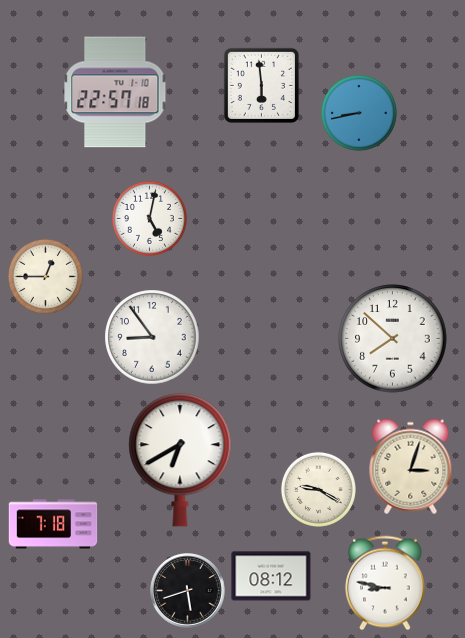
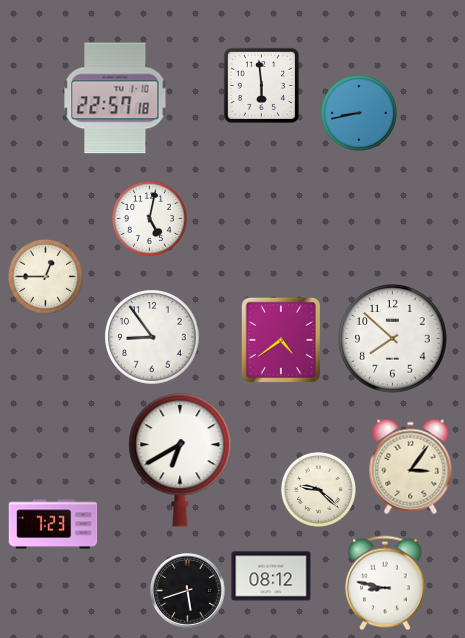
clock at (115, 92) position: (115, 92) -> (115, 98)
clock at (281, 340): none -> 4:39
clock at (411, 467): 3:03 -> 3:06
clock at (318, 489): 9:20 -> 9:22
clock at (53, 524): 7:18 -> 7:23
